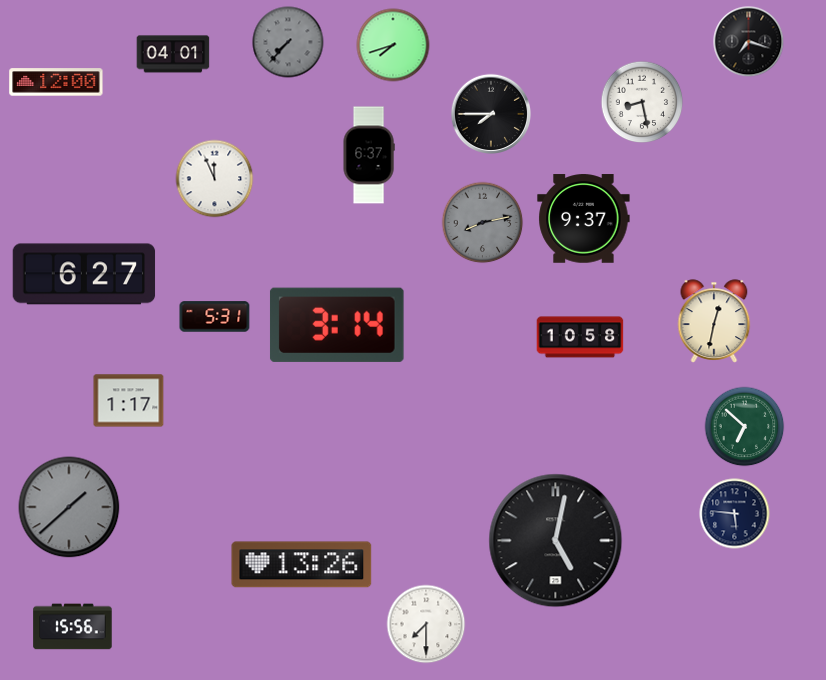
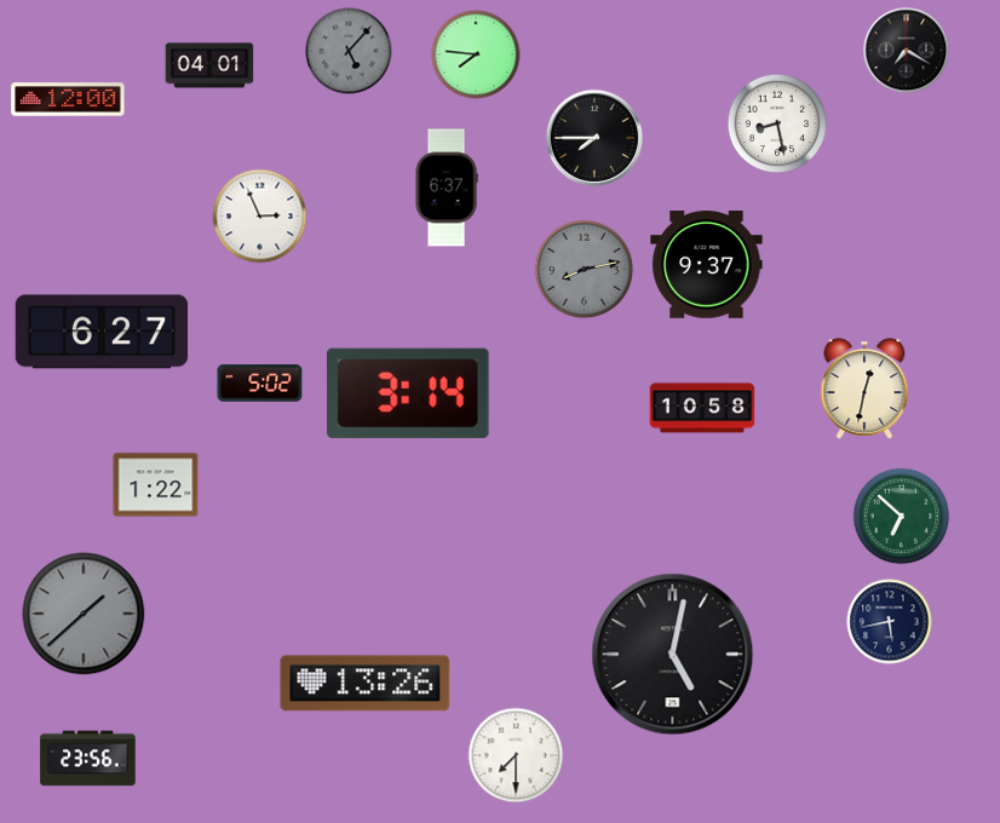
clock at (288, 42): 7:37 -> 5:07
clock at (749, 42): 7:18 -> 7:20
clock at (393, 45): 7:42 -> 7:46
clock at (215, 179): 11:56 -> 2:56
clock at (215, 317): 5:31 -> 5:02
clock at (129, 401): 1:17 -> 1:22
clock at (735, 514): 5:46 -> 5:43
clock at (73, 627): 15:56 -> 23:56
